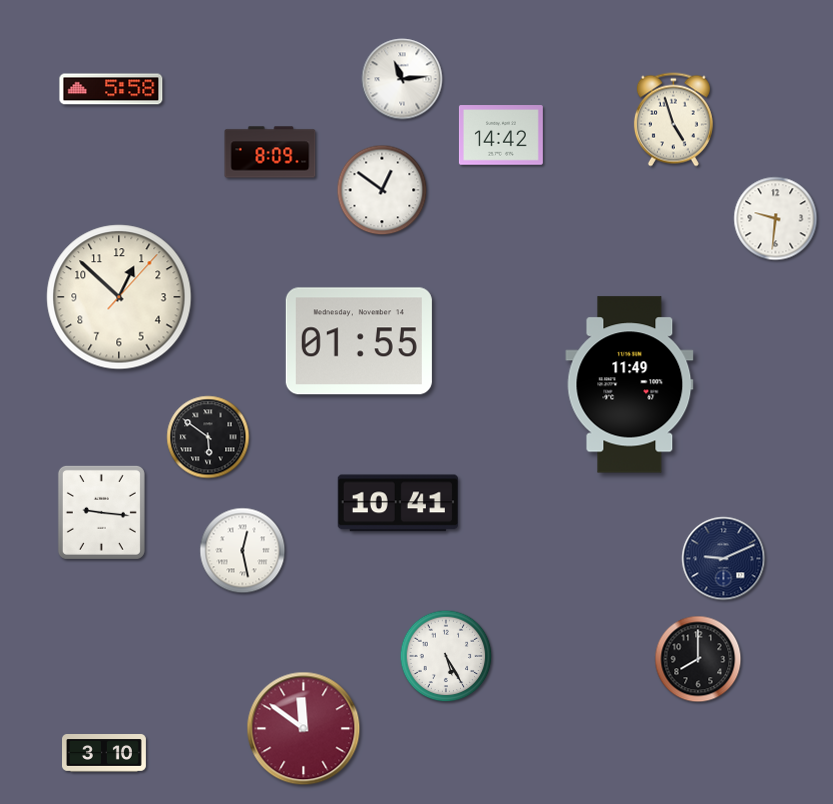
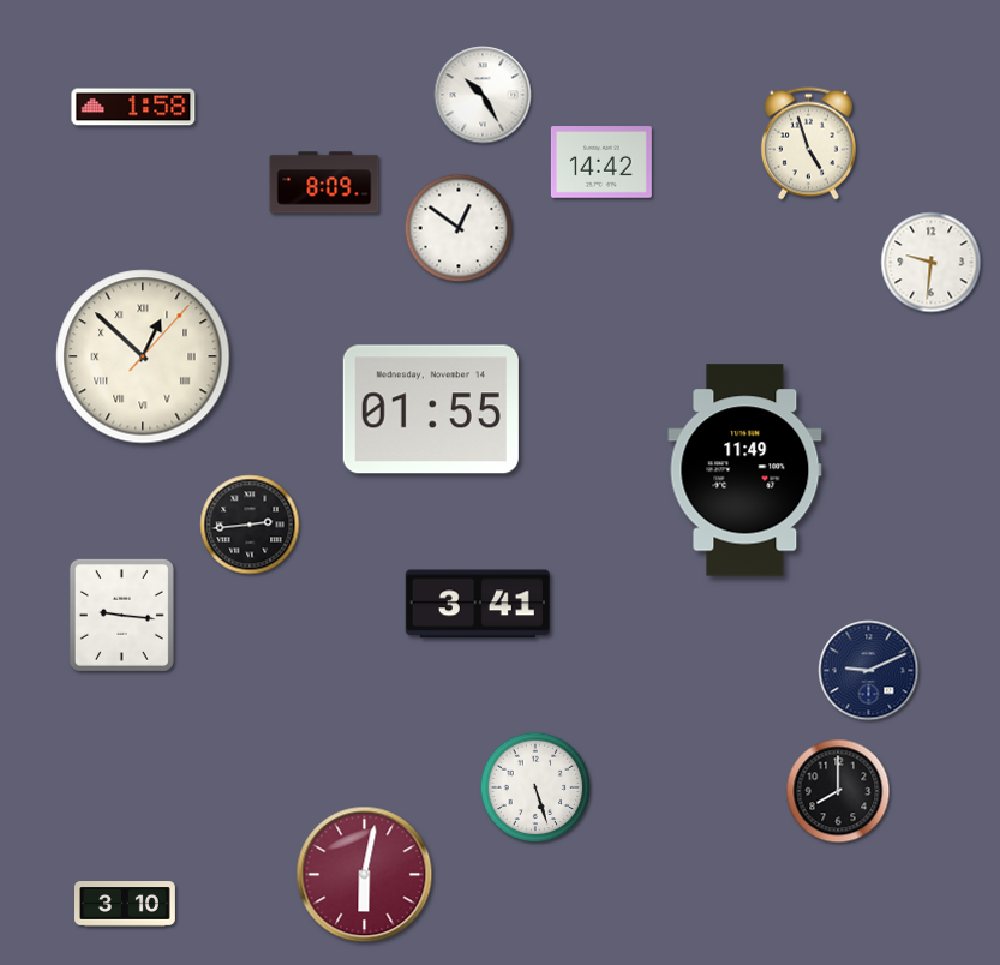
clock at (402, 79): 11:14 -> 10:25
clock at (111, 89): 5:58 -> 1:58
clock at (119, 297) numerals: Arabic -> Roman
clock at (630, 385) position: (630, 385) -> (745, 470)
clock at (208, 437): 5:51 -> 2:44
clock at (398, 503): 10:41 -> 3:41
clock at (243, 551): 12:28 -> none
clock at (446, 656): 5:25 -> 5:27
clock at (304, 729): 11:51 -> 6:02
